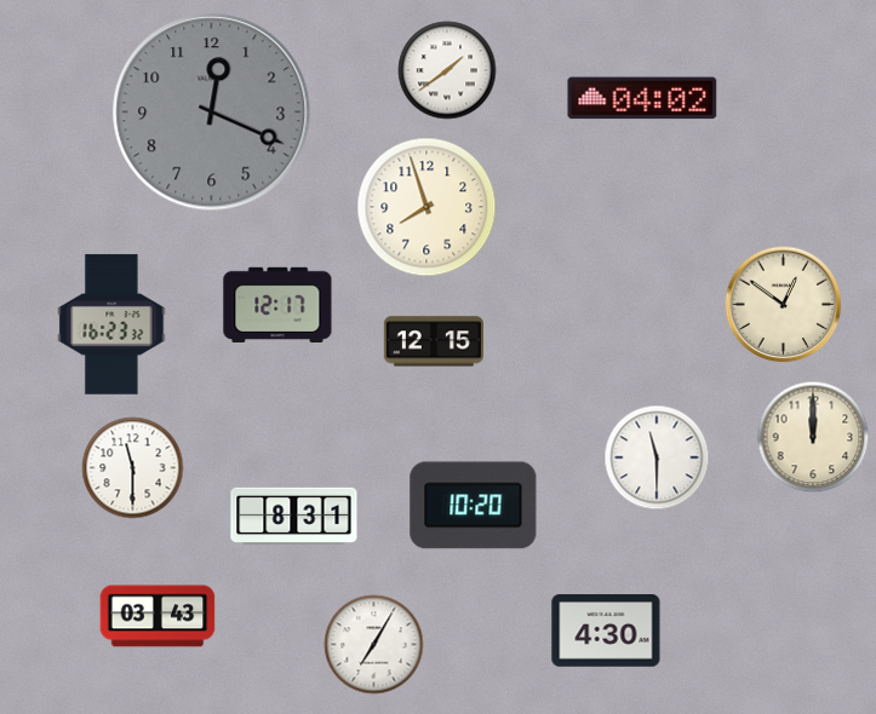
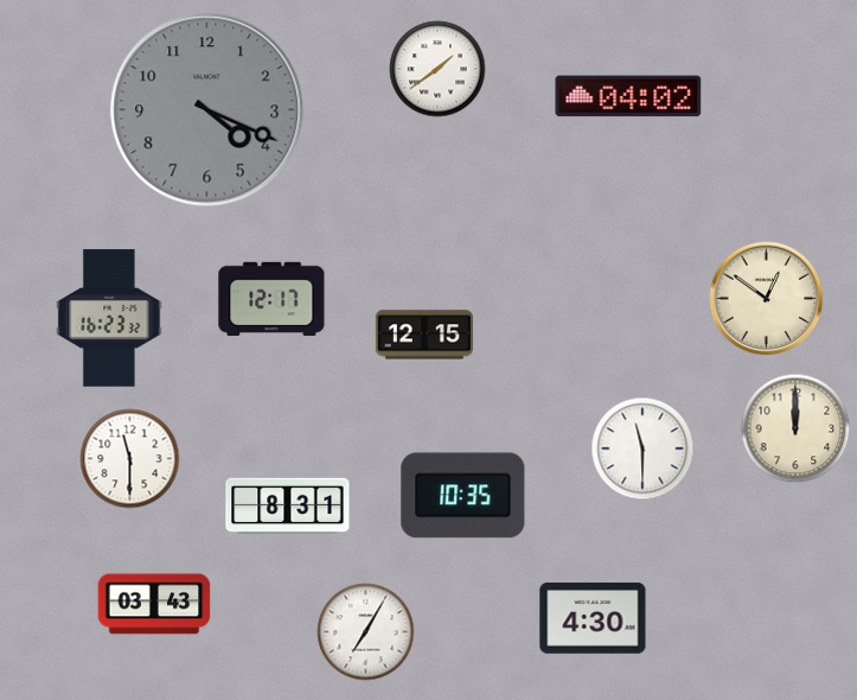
clock at (212, 113): 12:19 -> 4:19
clock at (426, 207): 7:57 -> none
clock at (474, 506): 10:20 -> 10:35
